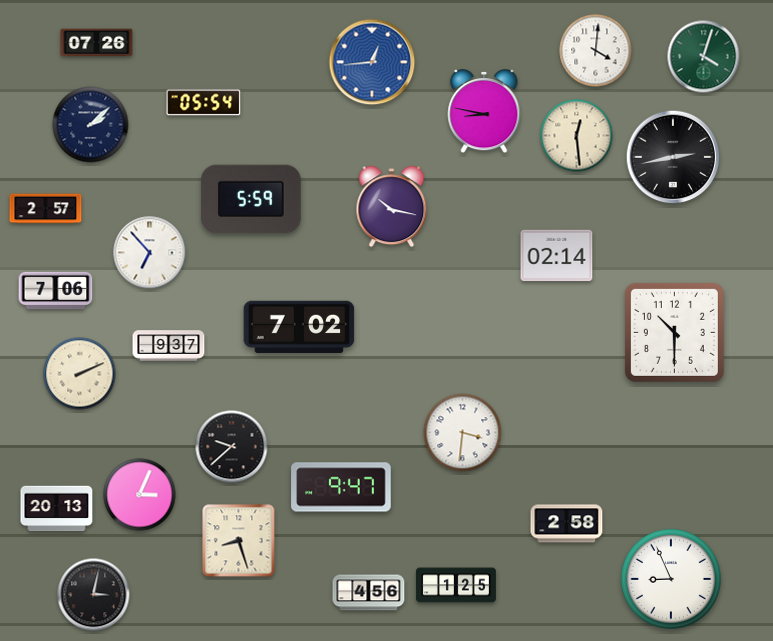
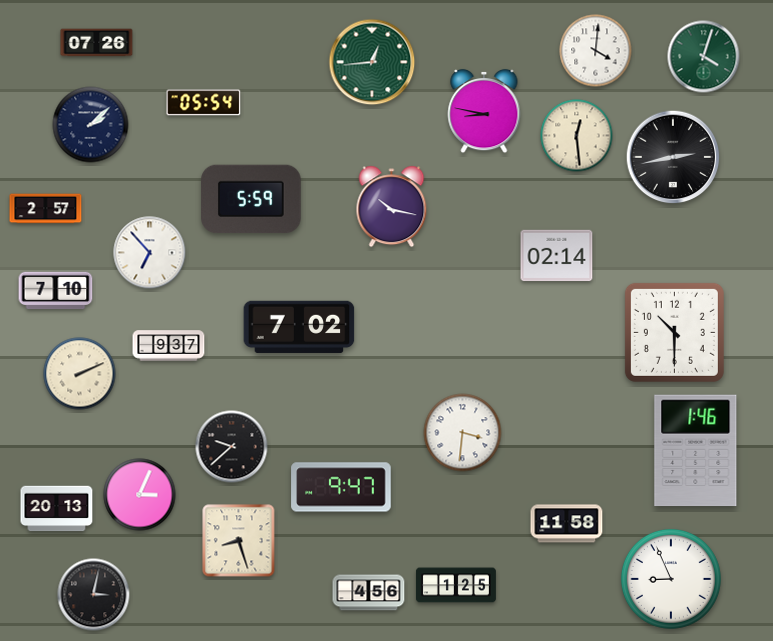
clock at (372, 62) dial: blue -> green
clock at (56, 291): 7:06 -> 7:10
clock at (696, 451): none -> 1:46
clock at (567, 524): 2:58 -> 11:58
